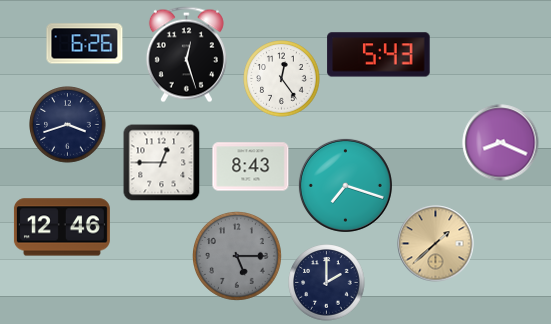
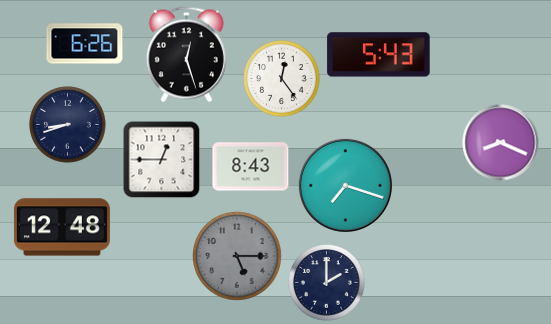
clock at (68, 125): 3:42 -> 8:42
clock at (161, 163) position: (161, 163) -> (161, 160)
clock at (62, 227): 12:46 -> 12:48
clock at (436, 244): 1:38 -> none
